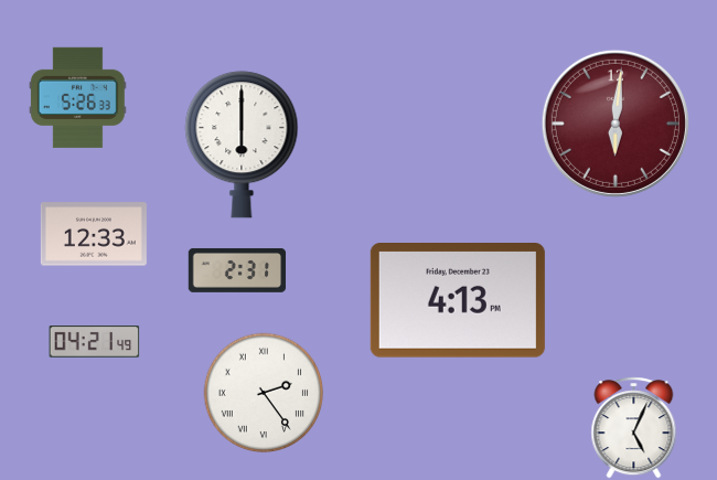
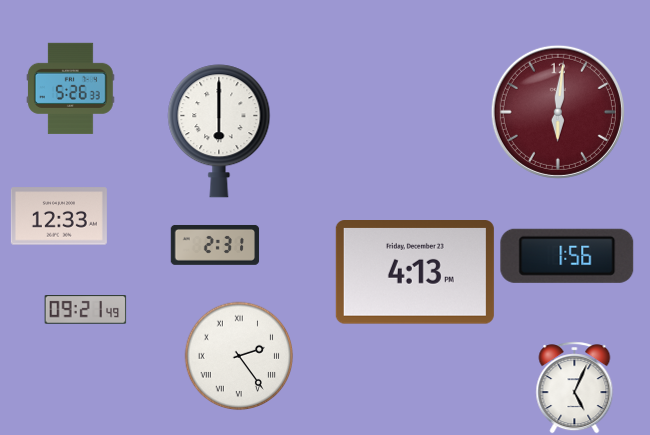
clock at (94, 234) position: (94, 234) -> (59, 216)
clock at (567, 256): none -> 1:56
clock at (94, 342): 04:21 -> 09:21
